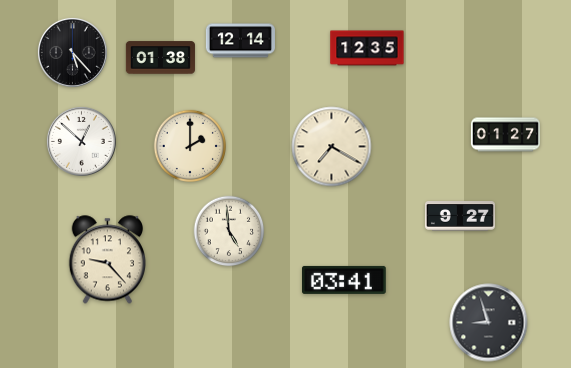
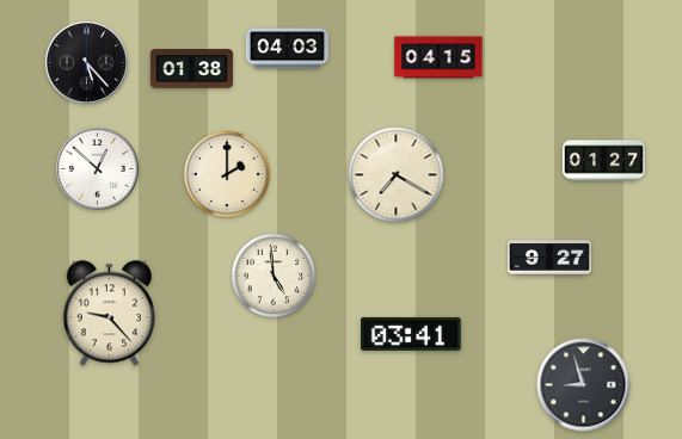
clock at (240, 41): 12:14 -> 04:03
clock at (367, 48): 12:35 -> 04:15
clock at (107, 260) position: (107, 260) -> (109, 314)
